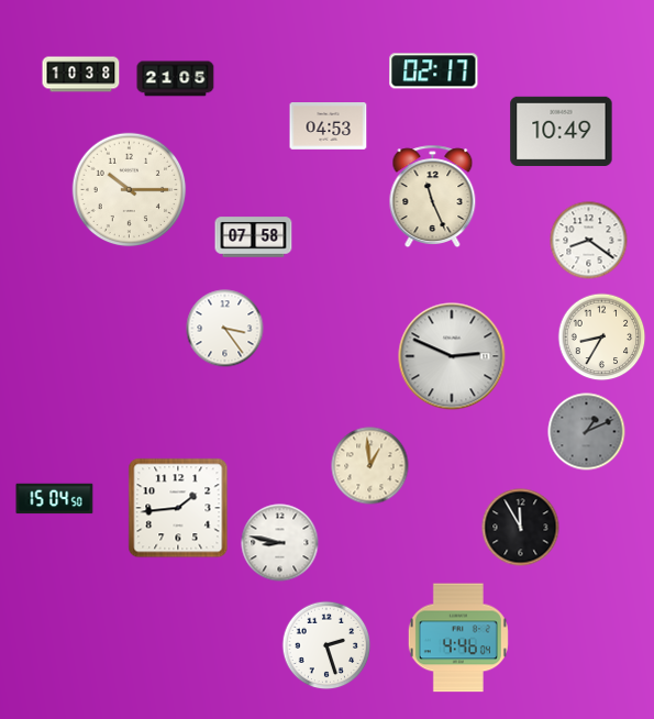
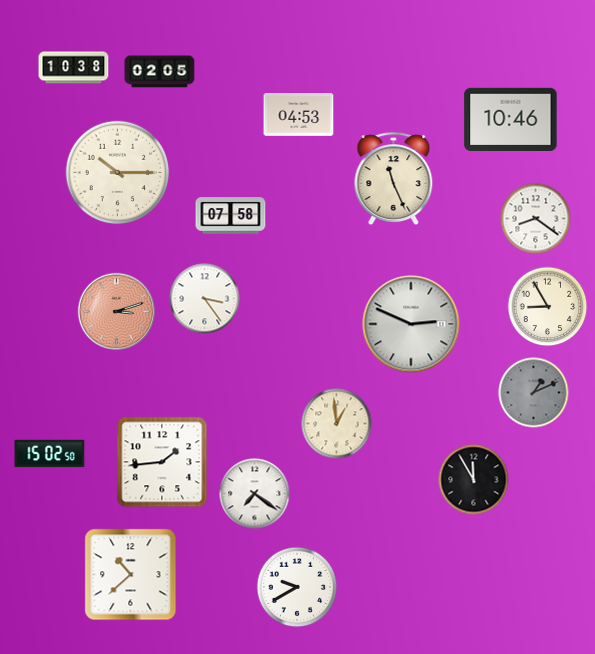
clock at (434, 71): 02:17 -> none
clock at (176, 79): 21:05 -> 02:05
clock at (562, 131): 10:49 -> 10:46
clock at (602, 338): 8:35 -> 8:55
clock at (117, 312): none -> 3:12
clock at (55, 499): 15:04 -> 15:02
clock at (280, 543): 8:47 -> 7:21
clock at (131, 575): none -> 10:38
clock at (458, 638): 4:46 -> none
clock at (326, 645): 2:27 -> 9:40
